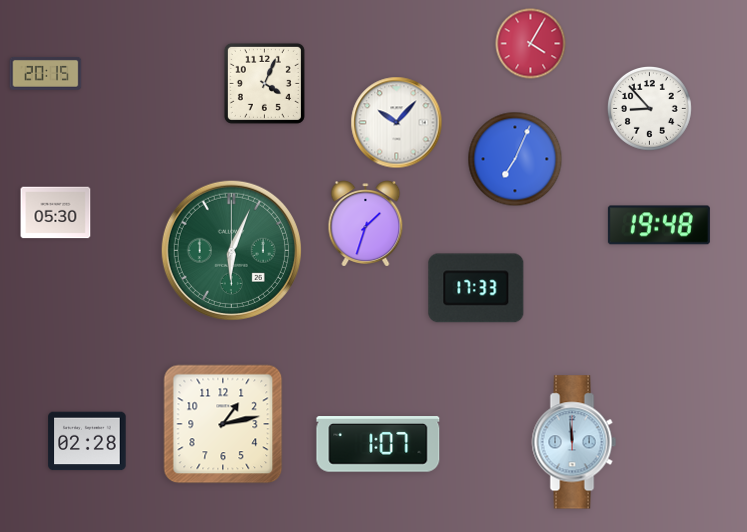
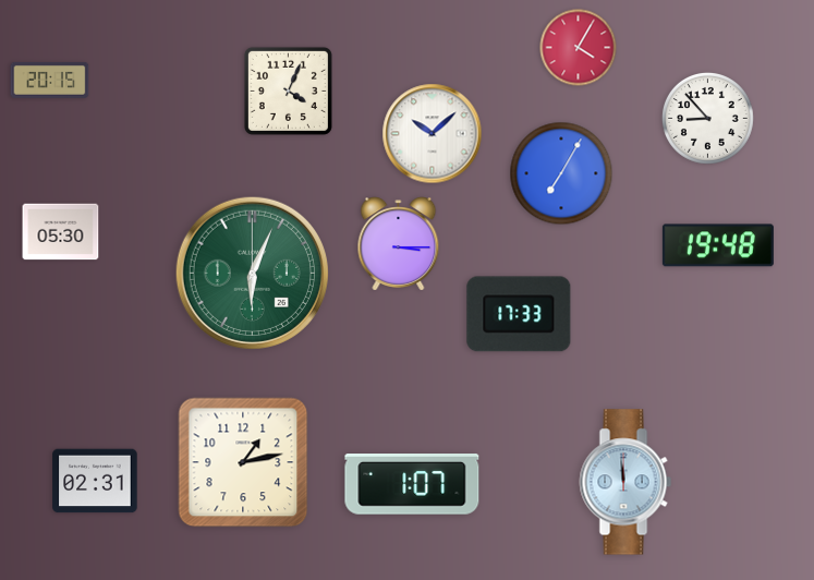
clock at (397, 123): 10:07 -> 10:08
clock at (515, 159): 7:04 -> 7:05
clock at (366, 224): 1:33 -> 3:15
clock at (87, 441): 02:28 -> 02:31
